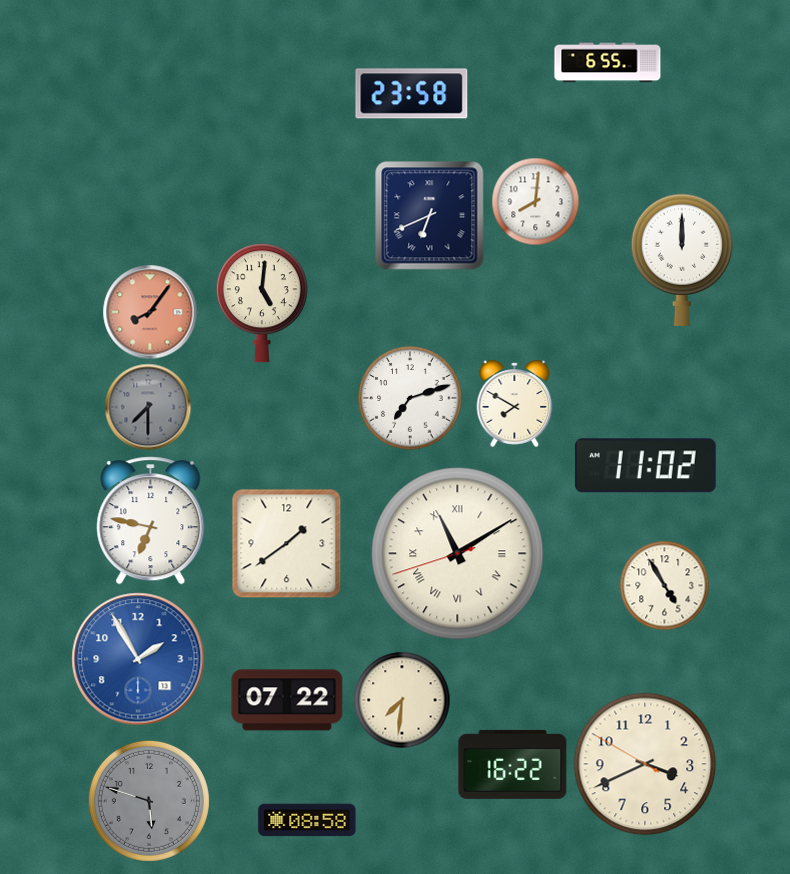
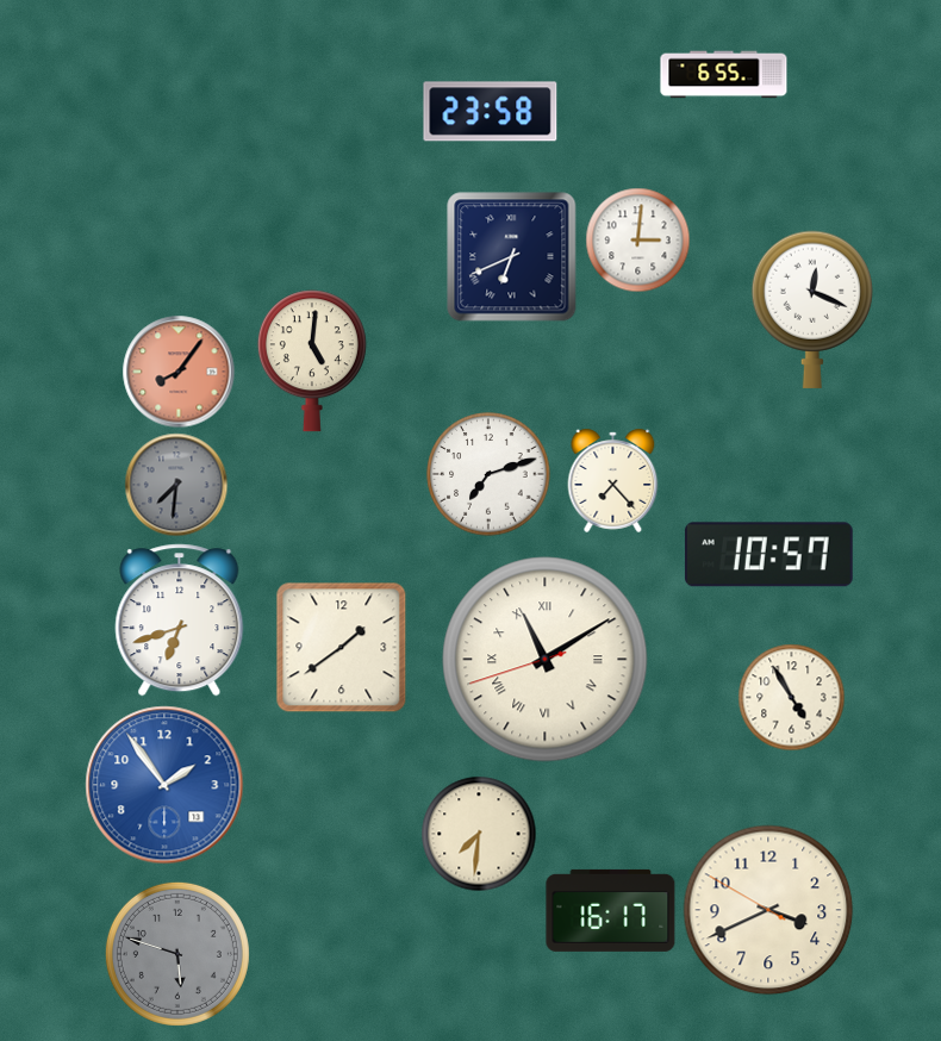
clock at (535, 201): 8:01 -> 3:01
clock at (682, 260): 12:00 -> 12:19
clock at (515, 403): 7:50 -> 7:23
clock at (148, 407): 7:30 -> 7:31
clock at (645, 466): 11:02 -> 10:57
clock at (151, 521): 6:47 -> 6:42
clock at (138, 659): 1:55 -> 1:54
clock at (287, 700): 07:22 -> none
clock at (513, 764): 16:22 -> 16:17
clock at (307, 820): 08:58 -> none
